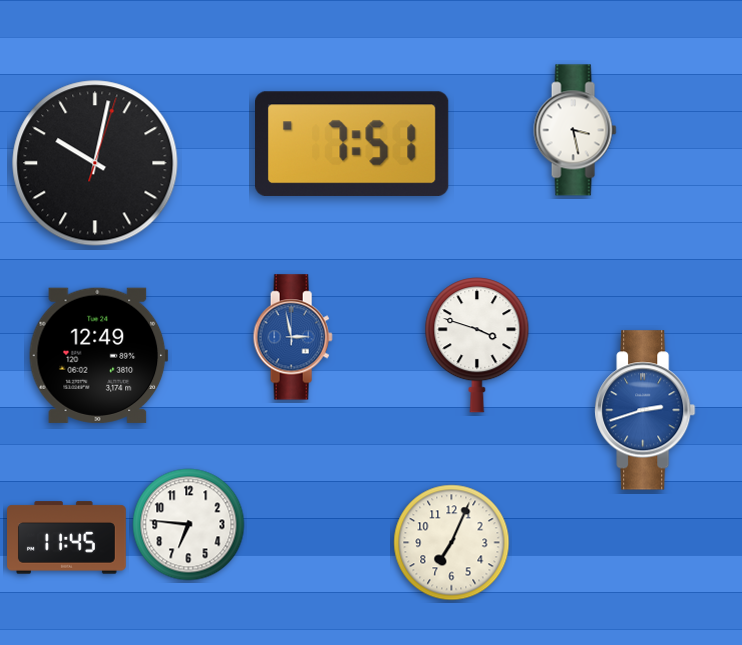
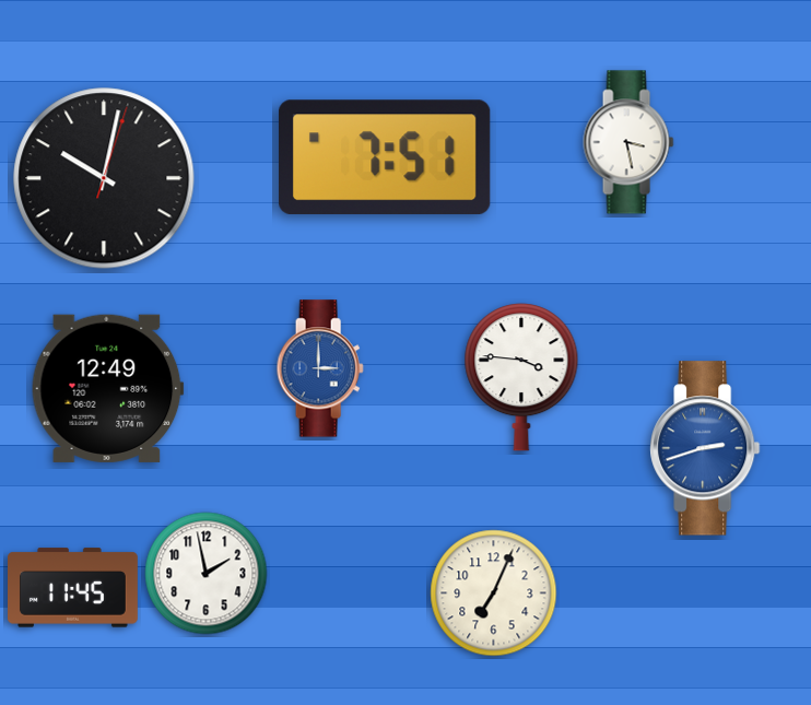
clock at (293, 337): 2:58 -> 3:00
clock at (477, 345): 3:48 -> 3:46
clock at (189, 525): 6:46 -> 1:58
